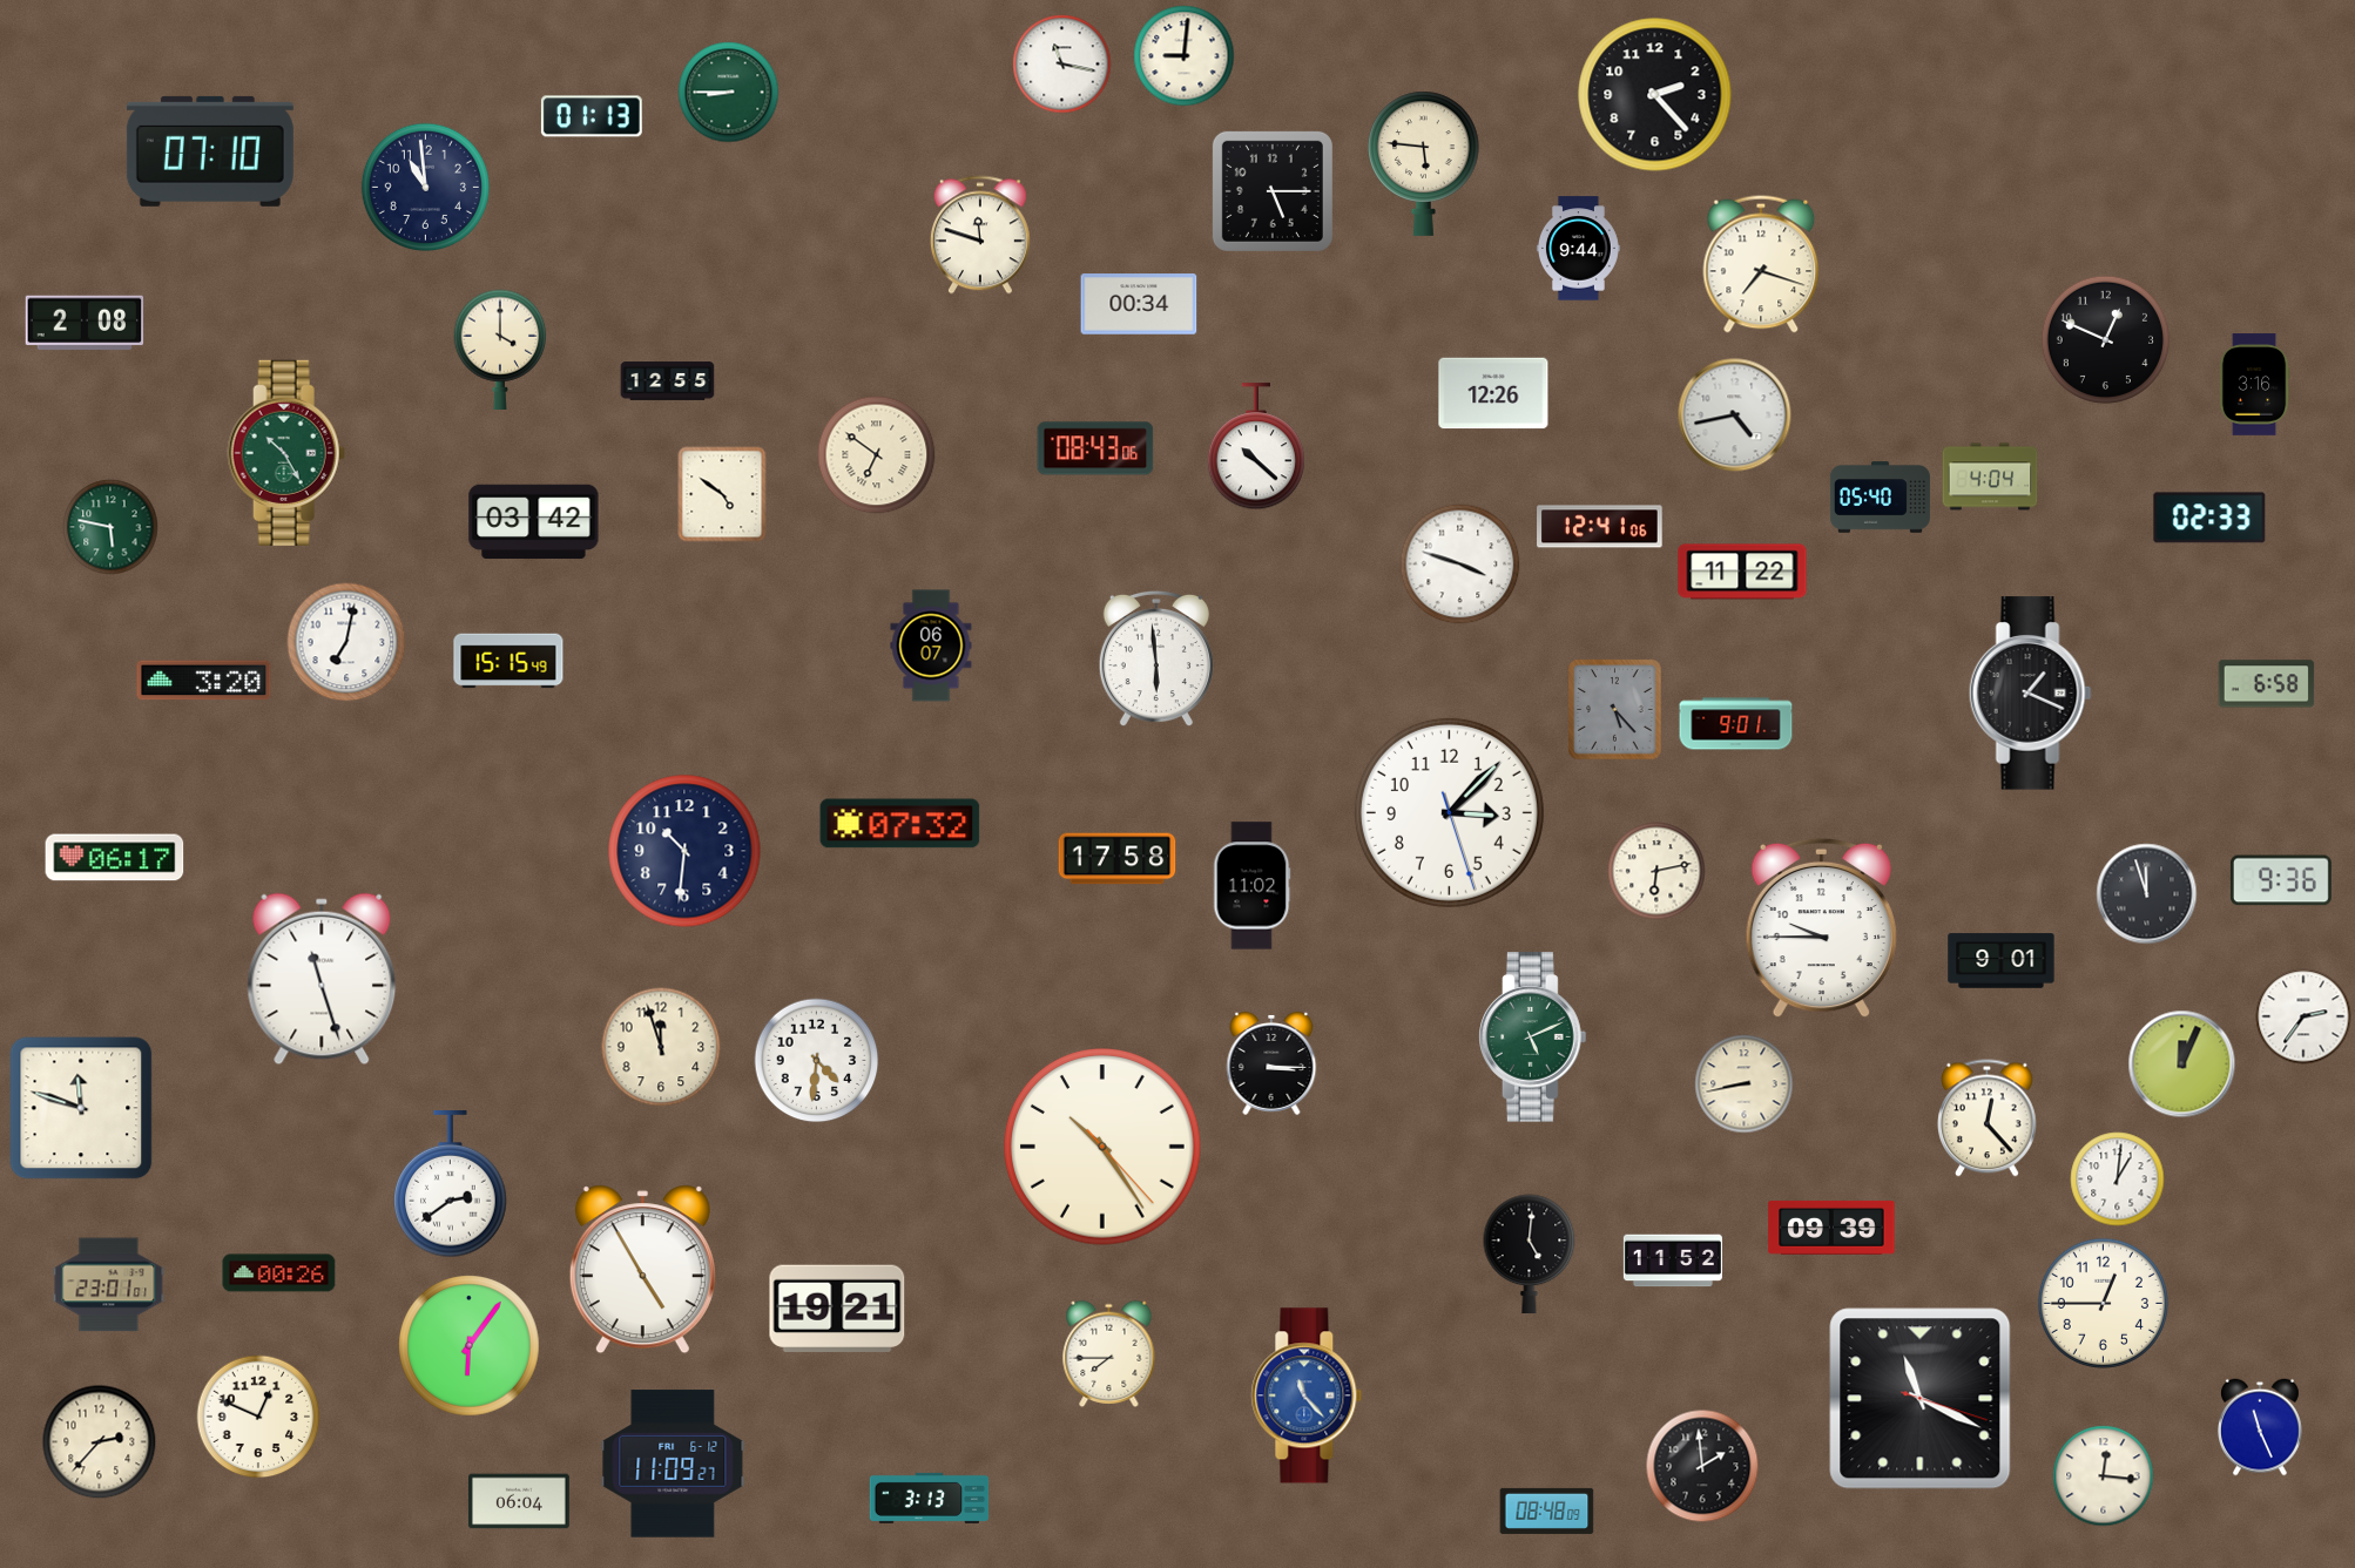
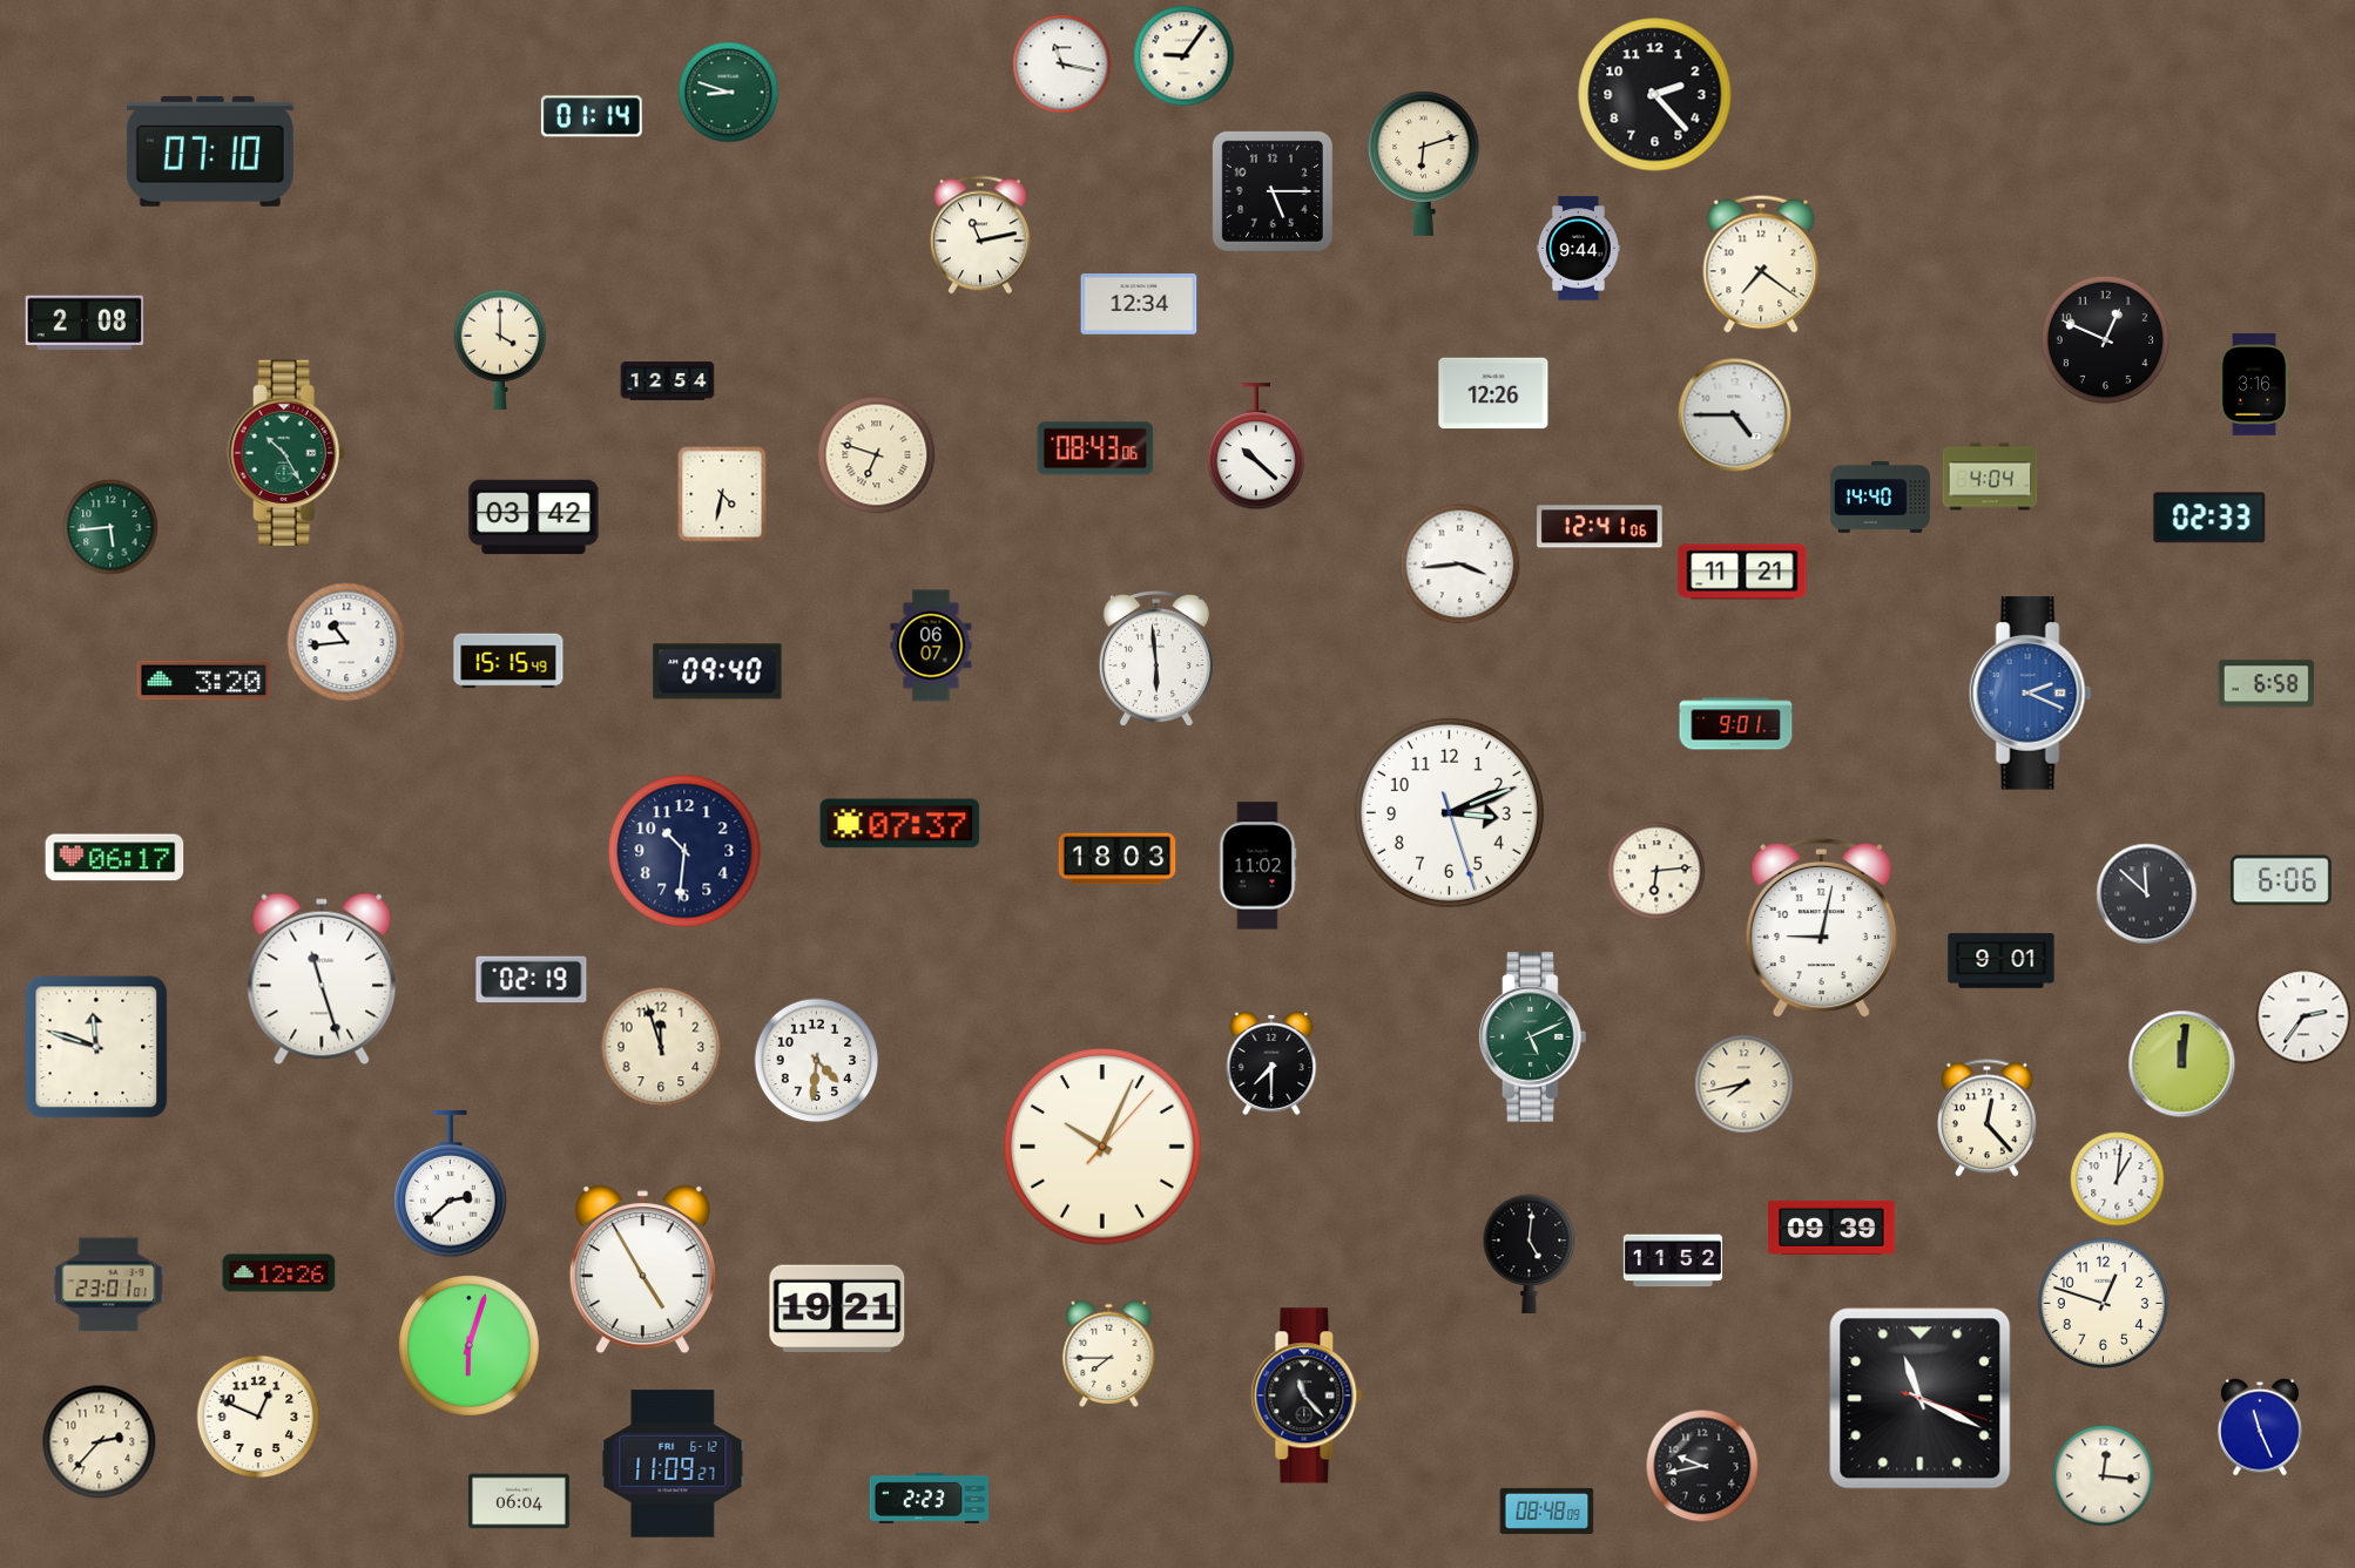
clock at (1185, 56): 9:01 -> 9:06
clock at (729, 93): 8:45 -> 8:48
clock at (592, 116): 01:13 -> 01:14
clock at (1424, 163): 5:46 -> 6:12
clock at (425, 187): 10:59 -> none
clock at (980, 235): 11:48 -> 11:13
clock at (1761, 264): 7:18 -> 7:21
clock at (1139, 304): 00:34 -> 12:34
clock at (668, 381): 12:55 -> 12:54
clock at (1735, 415): 4:43 -> 4:45
clock at (877, 455): 6:51 -> 6:48
clock at (722, 494): 4:51 -> 4:32
clock at (1880, 498): 05:40 -> 14:40
clock at (534, 522) position: (534, 522) -> (534, 518)
clock at (110, 527): 5:47 -> 5:44
clock at (1460, 565): 3:48 -> 3:44
clock at (1742, 572): 11:22 -> 11:21
clock at (346, 642): 7:02 -> 10:44
clock at (717, 671): none -> 09:40
clock at (2030, 694): 1:19 -> 2:19
clock at (2030, 694) dial: black -> blue
clock at (1615, 710): 5:23 -> none
clock at (1449, 812): 3:07 -> 3:11
clock at (900, 824): 07:32 -> 07:37
clock at (1118, 859): 17:58 -> 18:03
clock at (1656, 871): 6:13 -> 6:14
clock at (2281, 880): 9:36 -> 6:06
clock at (1251, 886) position: (1251, 886) -> (1257, 866)
clock at (2147, 894): 11:57 -> 11:52
clock at (1821, 928): 9:45 -> 9:02
clock at (532, 980): none -> 02:19
clock at (1271, 1063): 3:15 -> 7:30
clock at (2182, 1065): 12:04 -> 12:01
clock at (1745, 1084): 8:43 -> 7:43
clock at (81, 1108) position: (81, 1108) -> (96, 1047)
clock at (1104, 1148): 10:24 -> 10:04
clock at (451, 1185): 2:39 -> 2:38
clock at (279, 1273): 00:26 -> 12:26
clock at (2103, 1303): 12:45 -> 12:48
clock at (470, 1346): 6:06 -> 6:03
clock at (1307, 1395) dial: blue -> black
clock at (1702, 1466): 1:59 -> 9:43
clock at (930, 1498): 3:13 -> 2:23
